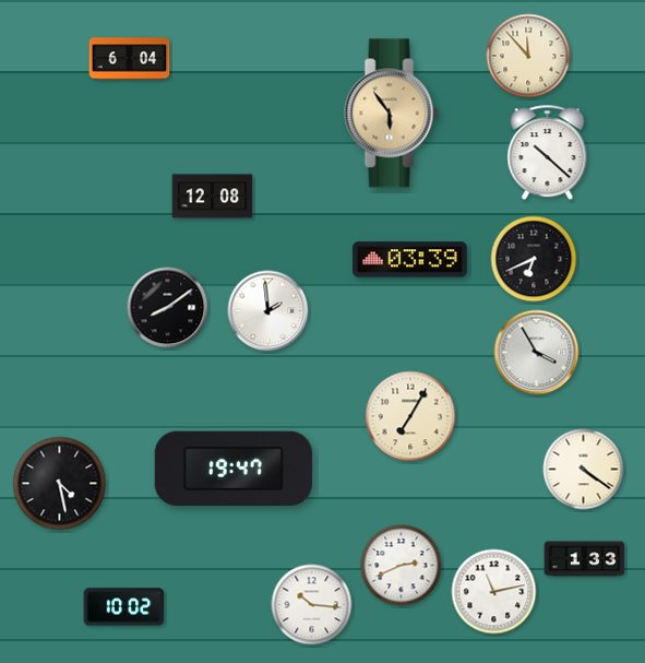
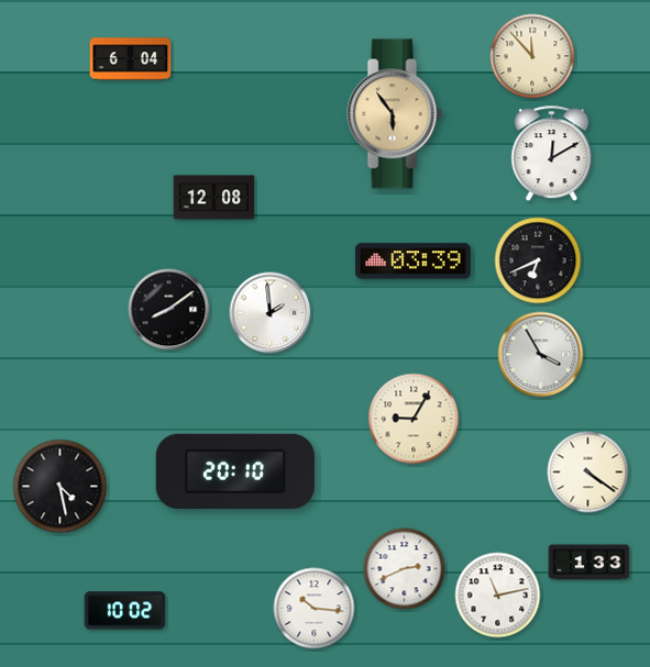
clock at (548, 153): 10:22 -> 12:10
clock at (410, 416): 7:05 -> 9:05
clock at (234, 467): 19:47 -> 20:10
